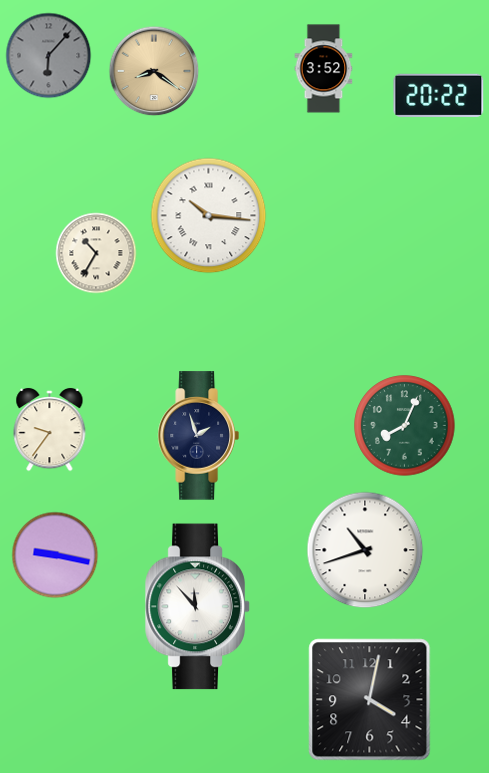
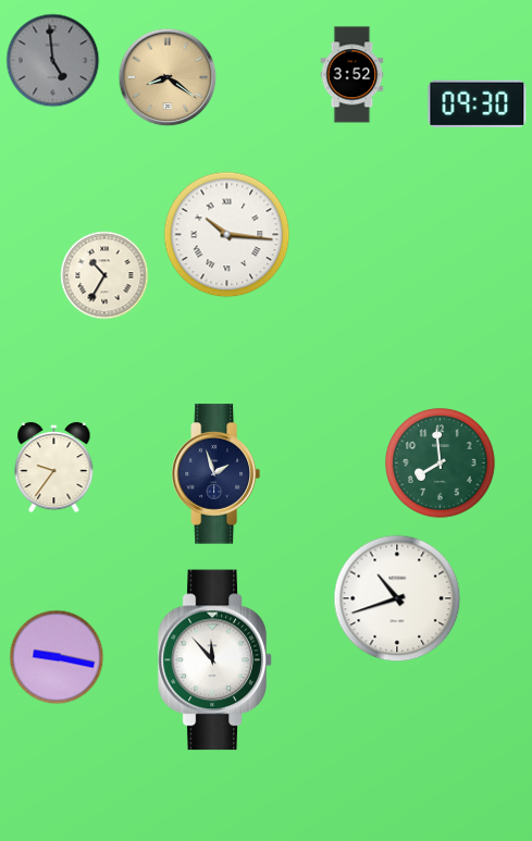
clock at (49, 56): 6:07 -> 4:59
clock at (439, 95): 20:22 -> 09:30
clock at (405, 426): 8:04 -> 7:59
clock at (55, 555) position: (55, 555) -> (57, 657)
clock at (370, 700): 4:02 -> none
